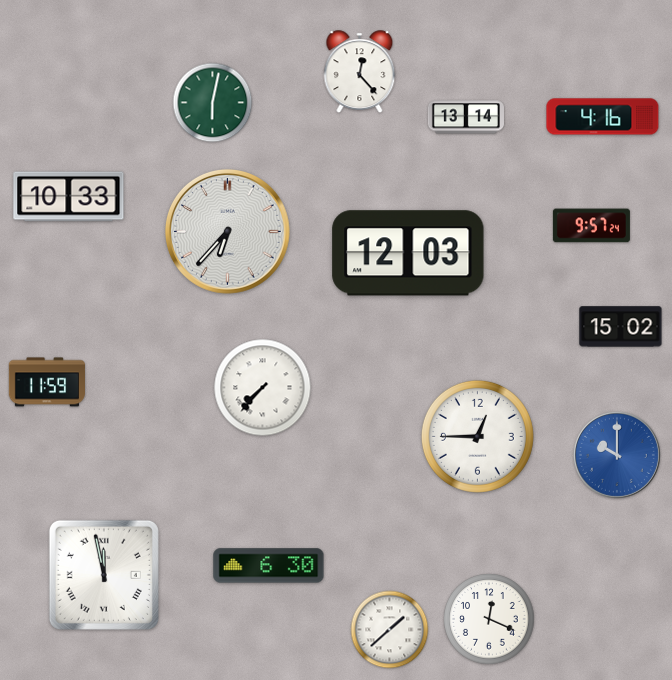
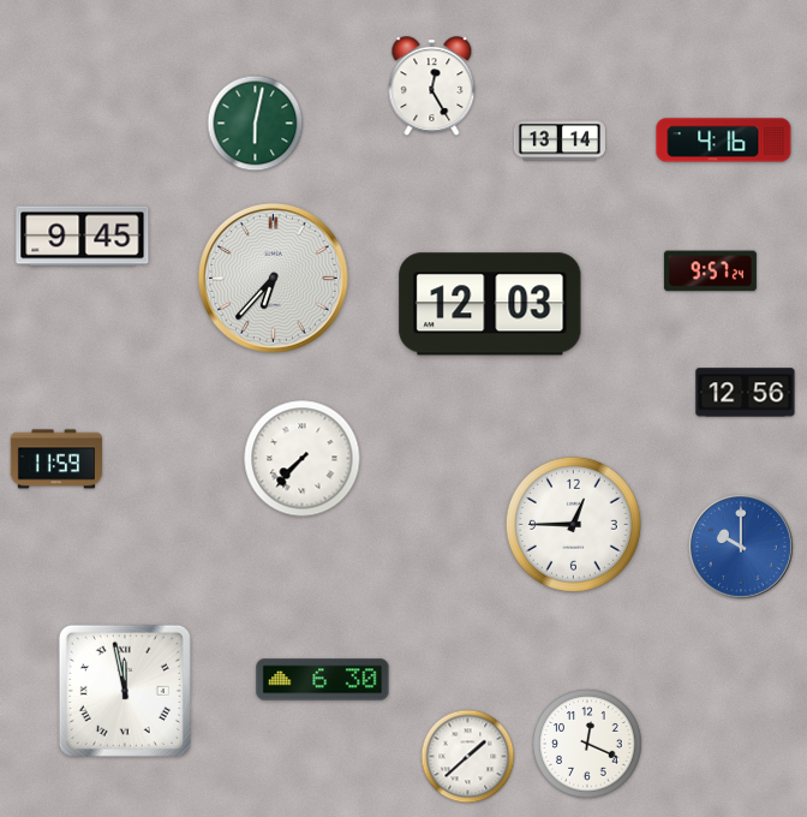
clock at (360, 71): 12:23 -> 12:25
clock at (69, 197): 10:33 -> 9:45
clock at (621, 327): 15:02 -> 12:56
clock at (263, 388) position: (263, 388) -> (303, 459)
